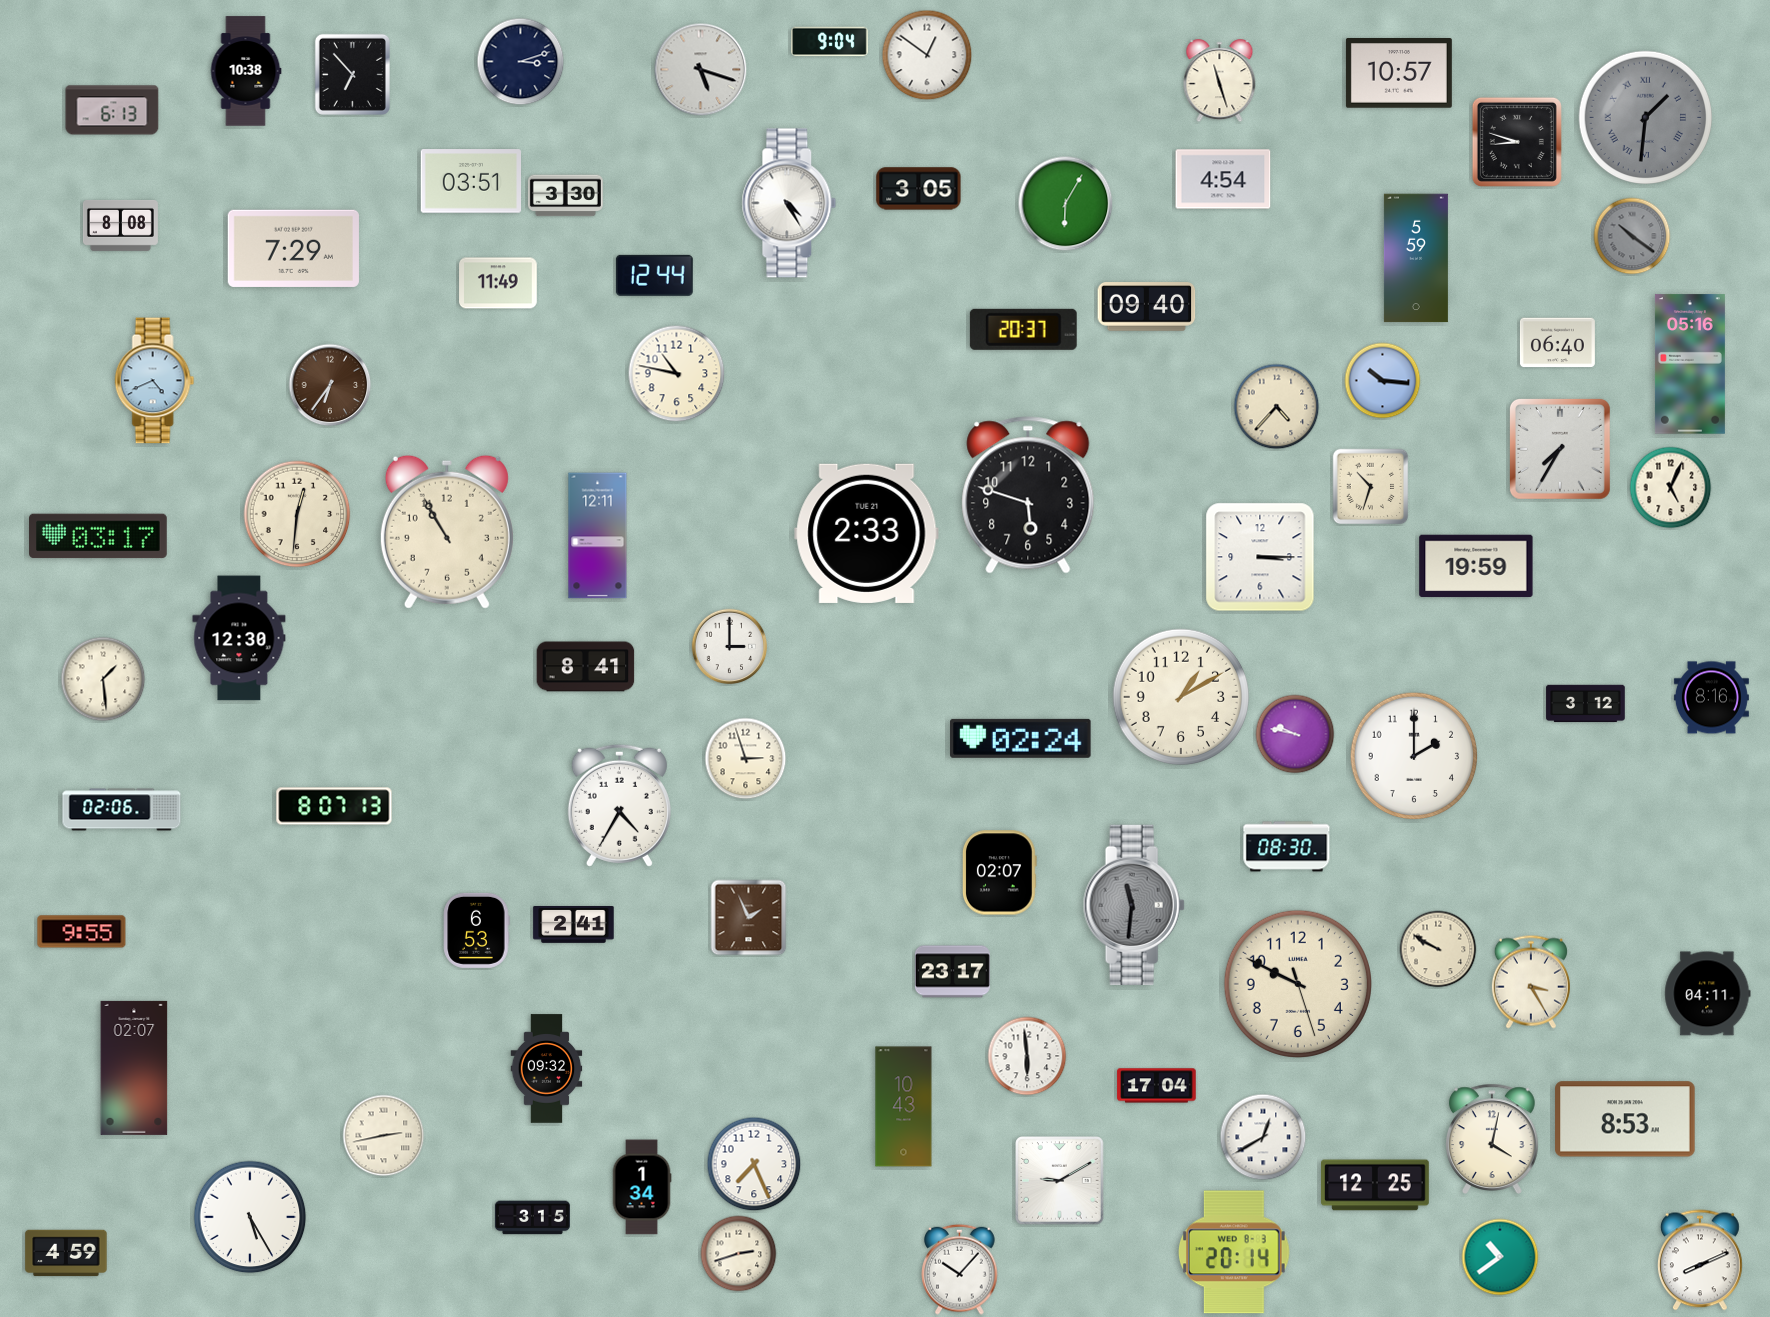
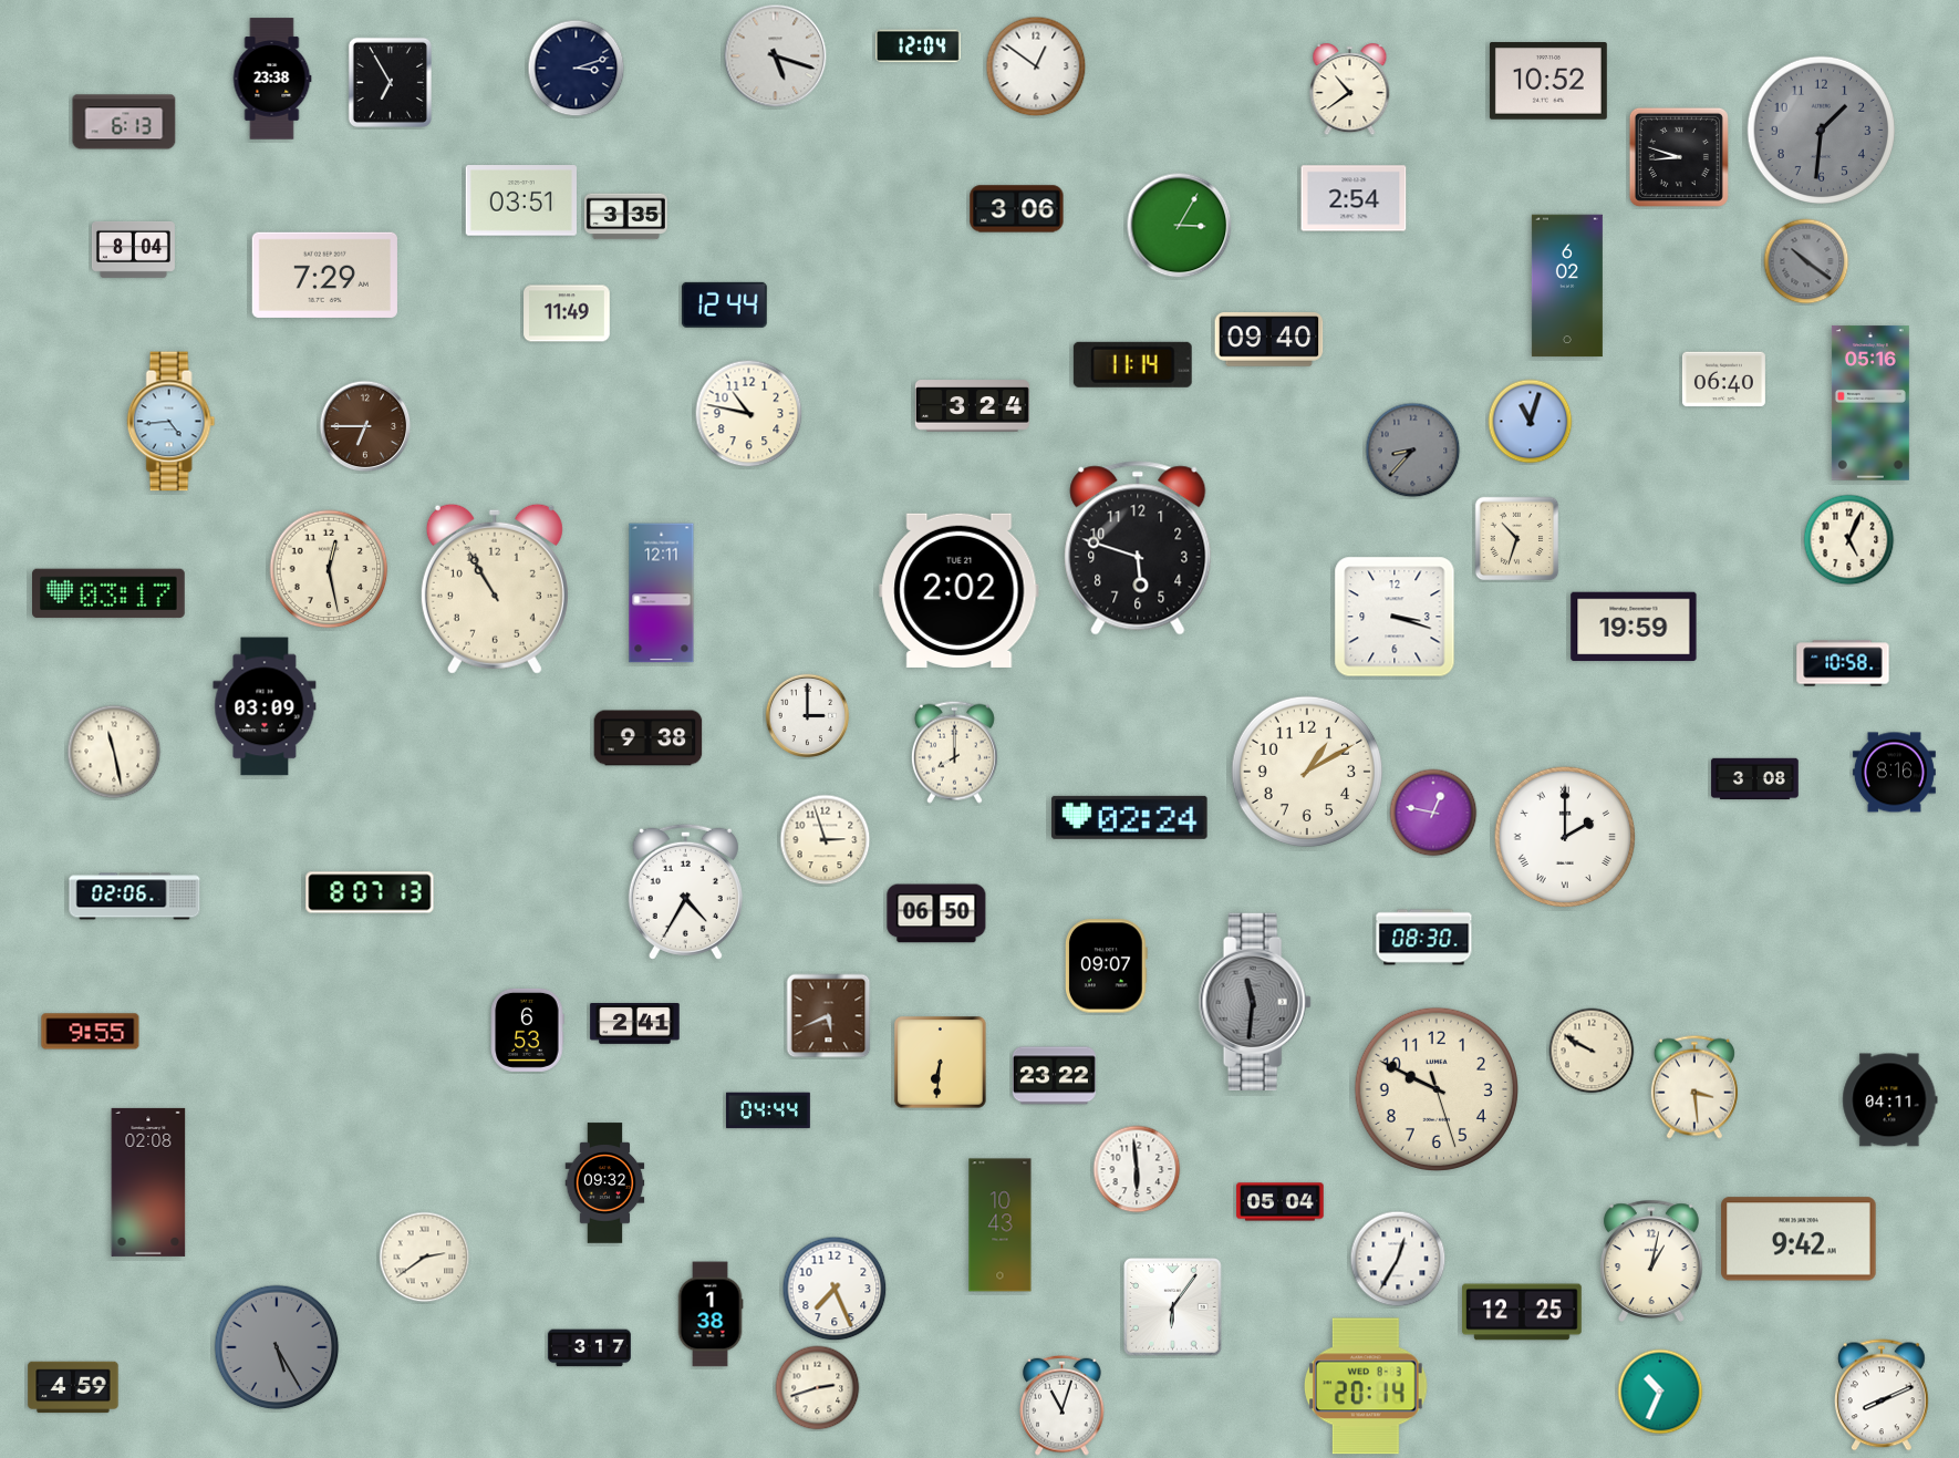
clock at (830, 42): 9:04 -> 12:04
clock at (927, 55) position: (927, 55) -> (1036, 66)
clock at (701, 70) position: (701, 70) -> (776, 56)
clock at (246, 71): 10:38 -> 23:38
clock at (1399, 73): 10:57 -> 10:52
clock at (352, 74): 6:53 -> 6:55
clock at (1220, 81): 11:27 -> 10:39
clock at (1646, 118) numerals: Roman -> Arabic
clock at (1223, 179): 4:54 -> 2:54
clock at (919, 189): 3:05 -> 3:06
clock at (565, 196): 3:30 -> 3:35
clock at (789, 203): 4:25 -> none
clock at (1066, 204): 6:05 -> 3:05
clock at (120, 225): 8:08 -> 8:04
clock at (1416, 258): 5:59 -> 6:02
clock at (498, 283) position: (498, 283) -> (567, 313)
clock at (1023, 329): 20:37 -> 11:14
clock at (972, 406): none -> 3:24
clock at (155, 381): 4:41 -> 4:44
clock at (1383, 381): 10:16 -> 11:03
clock at (330, 385): 6:36 -> 6:45
clock at (1277, 407): 4:37 -> 8:37
clock at (1277, 407) dial: cream -> grey
clock at (1560, 449): 7:35 -> none
clock at (297, 514): 12:31 -> 12:28
clock at (867, 533): 2:33 -> 2:02
clock at (1260, 557): 3:15 -> 3:18
clock at (1843, 663): none -> 10:58
clock at (239, 638): 12:30 -> 03:09
clock at (586, 667): 8:41 -> 9:38
clock at (103, 679): 1:29 -> 11:28
clock at (954, 752): none -> 8:00
clock at (1586, 704): 3:12 -> 3:08
clock at (1295, 734): 9:47 -> 12:47
clock at (1414, 756) numerals: Arabic -> Roman
clock at (936, 913): none -> 06:50
clock at (1000, 873): 02:07 -> 09:07
clock at (749, 918): 1:56 -> 5:41
clock at (941, 1063): none -> 6:31
clock at (952, 972): 23:17 -> 23:22
clock at (1531, 982): 3:25 -> 3:29
clock at (768, 1110): none -> 04:44
clock at (134, 1068): 02:07 -> 02:08
clock at (1157, 1086): 17:04 -> 05:04
clock at (1625, 1119): 8:53 -> 9:42
clock at (384, 1136): 2:43 -> 2:39
clock at (1263, 1137): 12:40 -> 12:35
clock at (1493, 1139): 4:02 -> 1:02
clock at (1060, 1181): 9:10 -> 6:06
clock at (642, 1187): 1:34 -> 1:38
clock at (250, 1217) dial: white -> grey
clock at (532, 1218): 3:15 -> 3:17
clock at (1500, 1257): 10:39 -> 10:34
clock at (960, 1269): 10:07 -> 11:03
